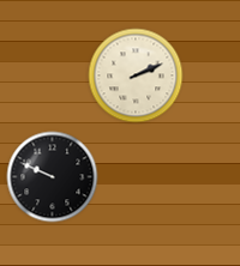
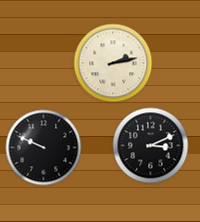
clock at (136, 75): 2:11 -> 2:13
clock at (151, 146): none -> 3:11
